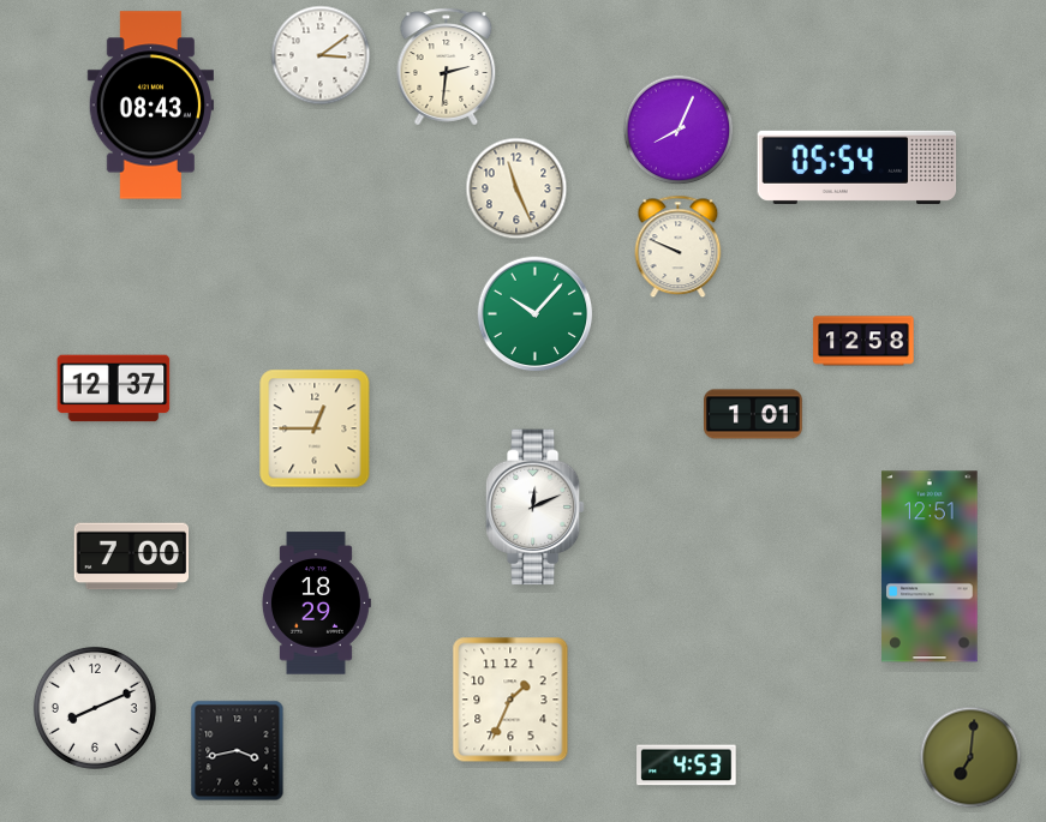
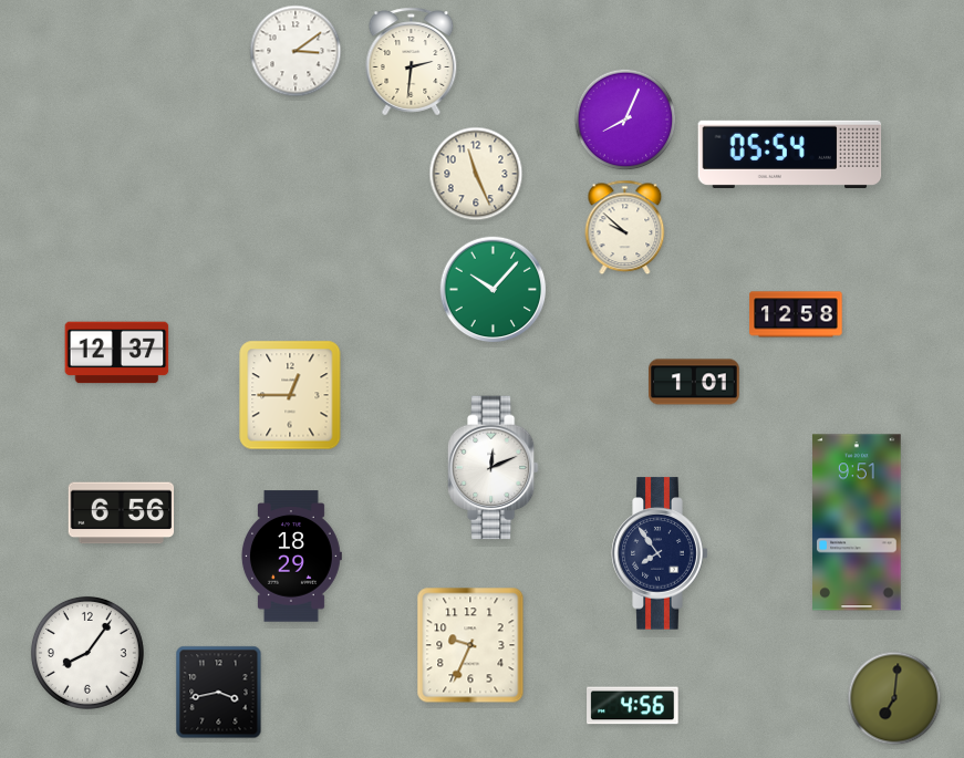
clock at (150, 106): 08:43 -> none
clock at (679, 247): 9:49 -> 9:52
clock at (114, 389) position: (114, 389) -> (117, 353)
clock at (132, 557): 7:00 -> 6:56
clock at (930, 566): 12:51 -> 9:51
clock at (660, 553): none -> 7:54
clock at (510, 700): 1:34 -> 9:34
clock at (95, 708): 8:11 -> 8:06
clock at (687, 766): 4:53 -> 4:56
